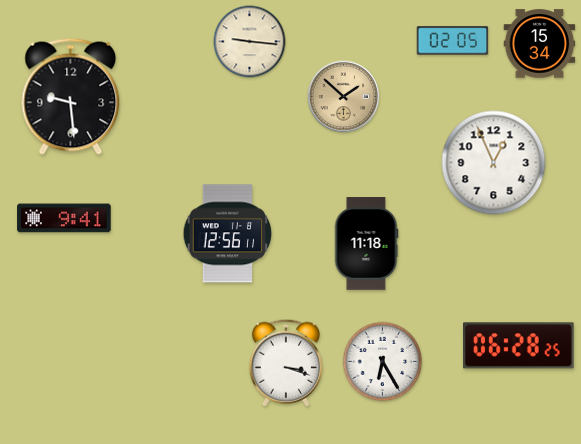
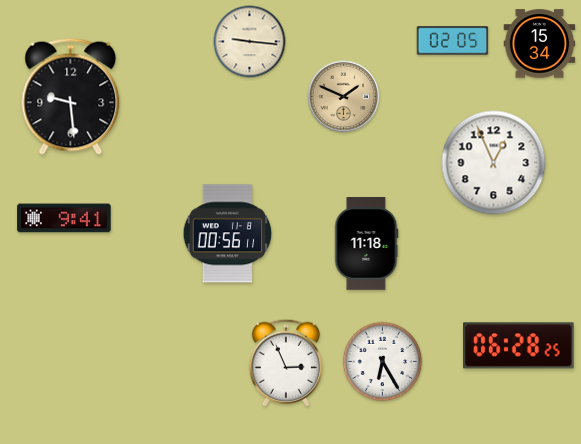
clock at (344, 97): 1:52 -> 1:49
clock at (228, 234): 12:56 -> 00:56
clock at (286, 363): 3:18 -> 2:56
